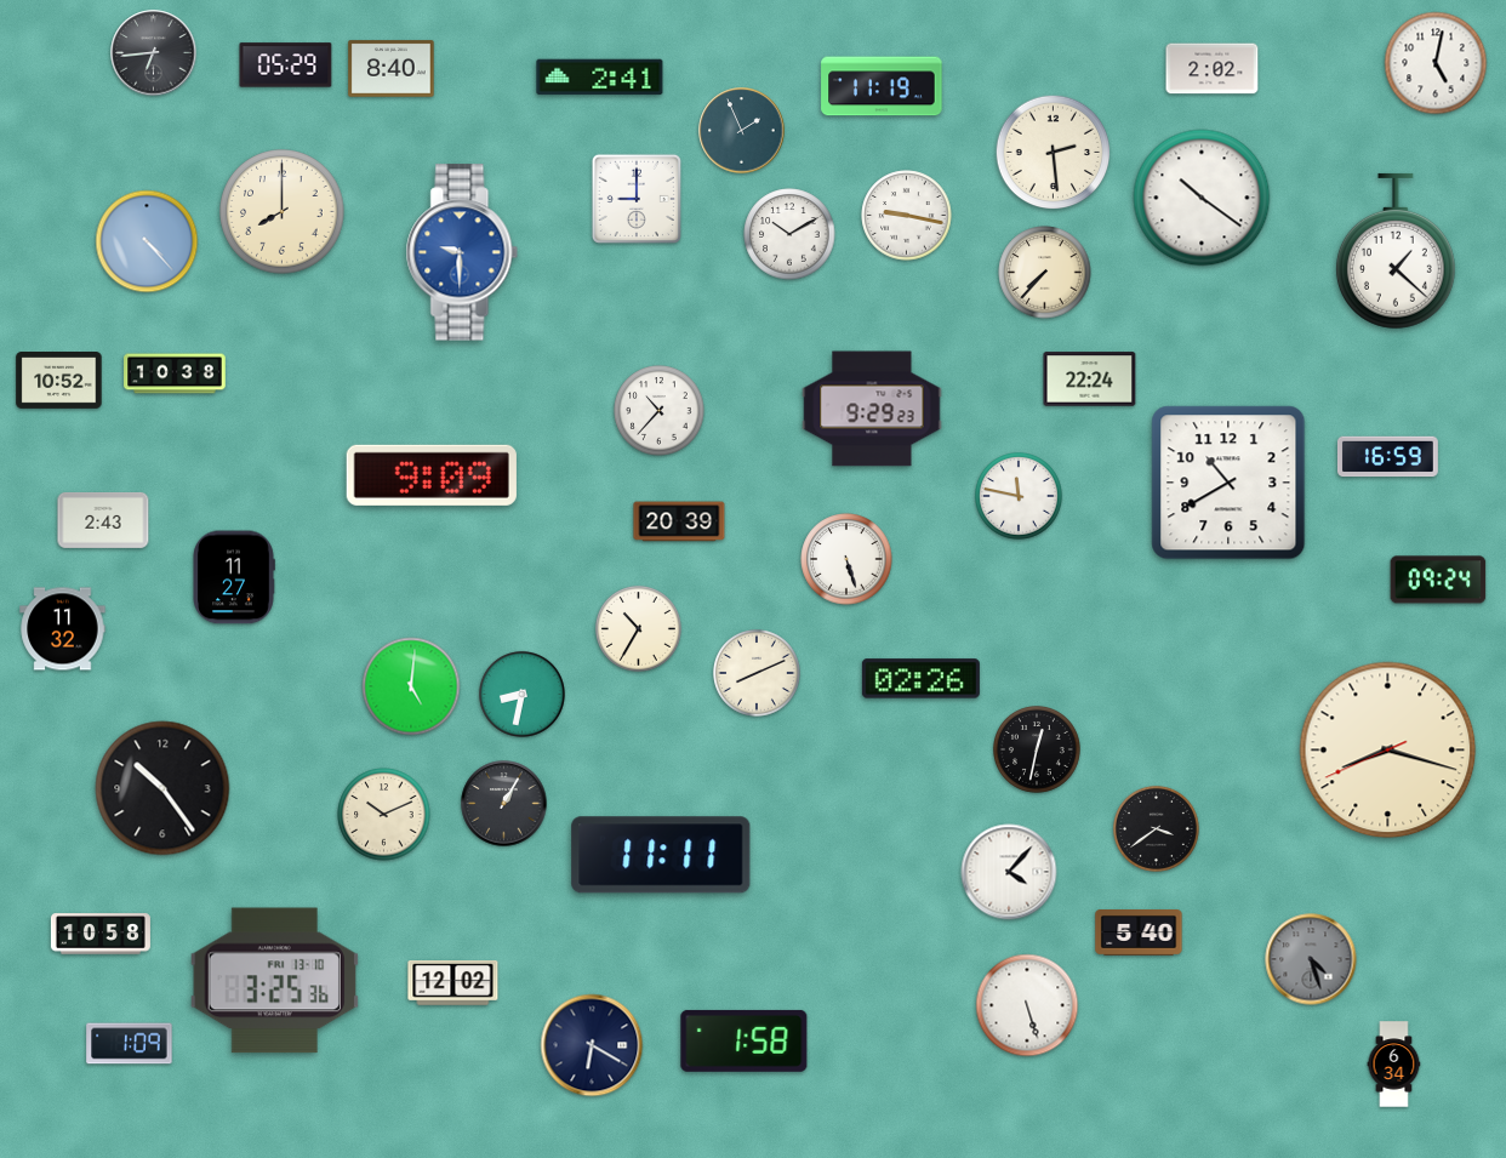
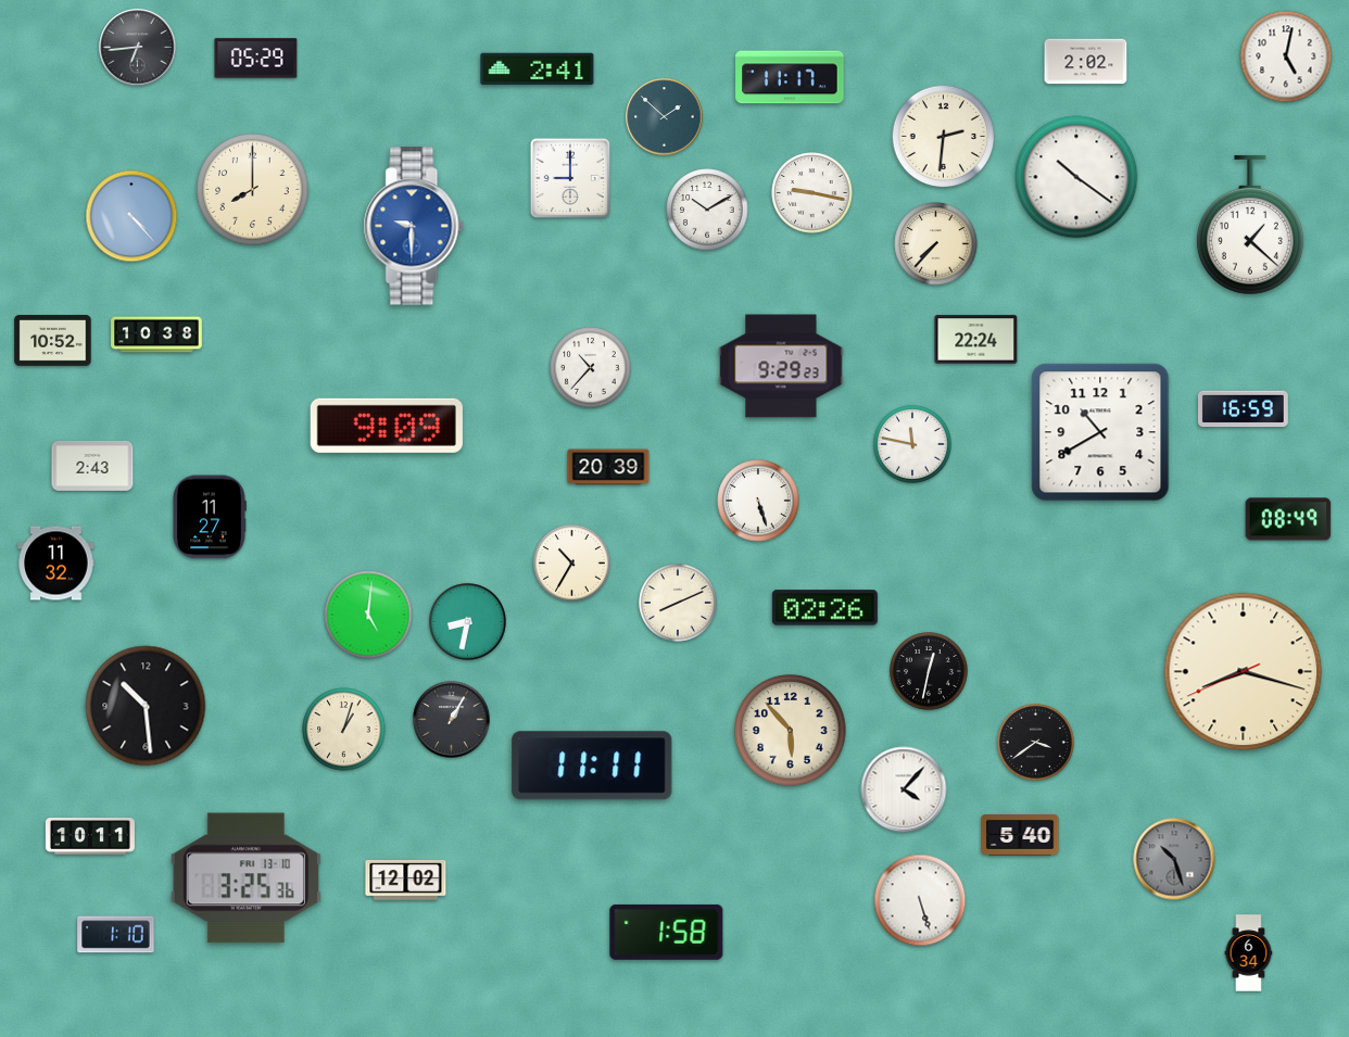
clock at (392, 69): 8:40 -> none
clock at (882, 86): 11:19 -> 11:17
clock at (742, 131): 1:56 -> 1:52
clock at (1054, 153): 2:29 -> 2:31
clock at (1438, 580): 09:24 -> 08:49
clock at (162, 788): 10:24 -> 10:29
clock at (384, 815): 10:11 -> 1:03
clock at (791, 731): none -> 5:53
clock at (1009, 872) position: (1009, 872) -> (904, 789)
clock at (101, 934): 10:58 -> 10:11
clock at (1311, 959): 4:27 -> 10:27
clock at (130, 1044): 1:09 -> 1:10
clock at (592, 1045): 6:20 -> none
